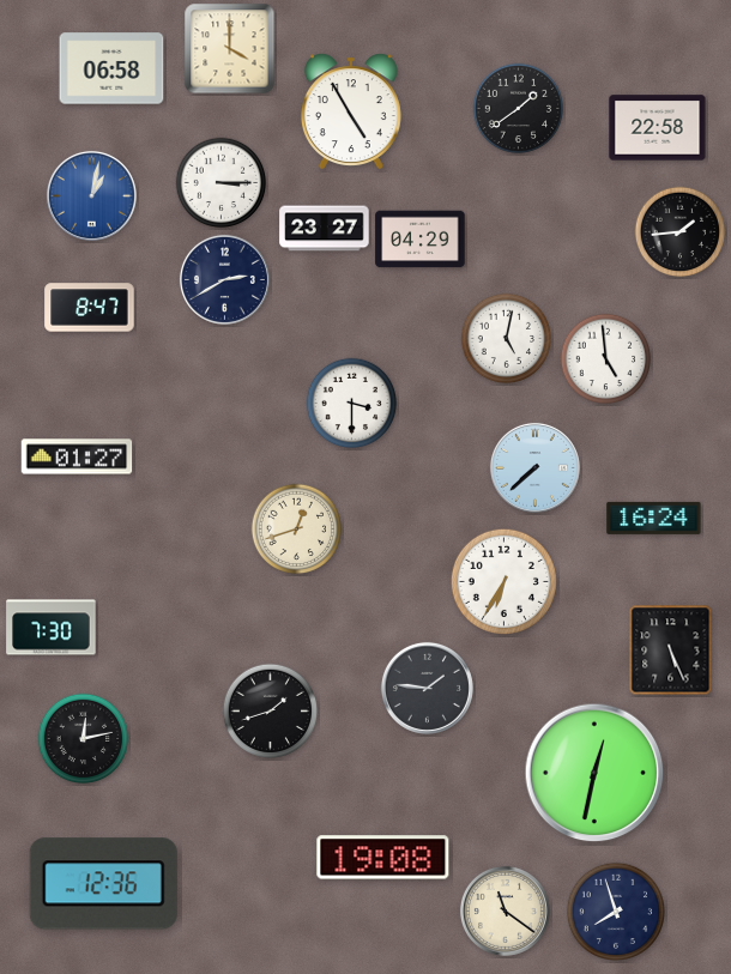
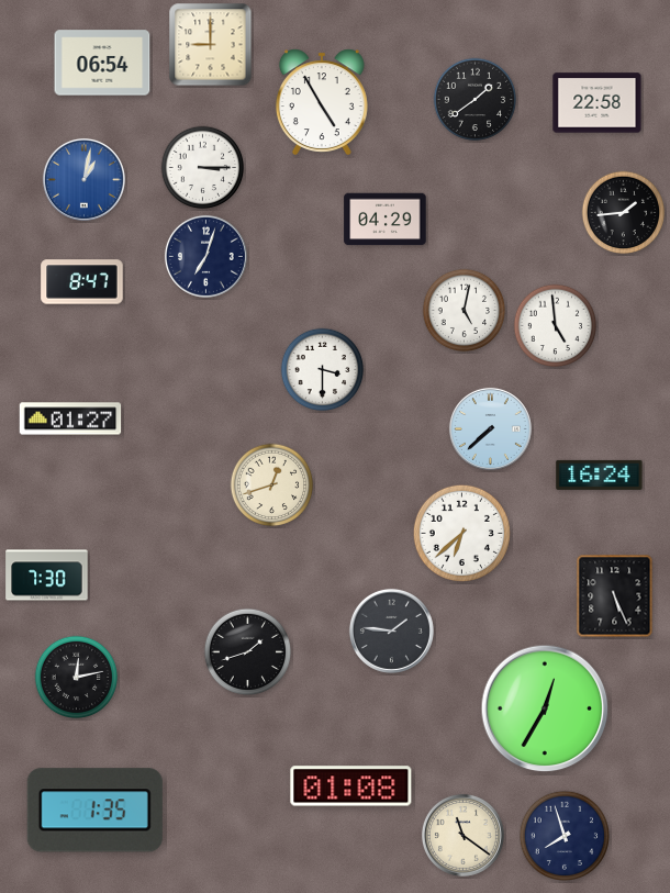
clock at (230, 49): 4:00 -> 9:00
clock at (111, 68): 06:58 -> 06:54
clock at (658, 128) position: (658, 128) -> (598, 103)
clock at (325, 229): 23:27 -> none
clock at (224, 279): 2:40 -> 7:03
clock at (606, 359) position: (606, 359) -> (556, 326)
clock at (503, 581): 6:35 -> 6:38
clock at (594, 773): 12:32 -> 12:35
clock at (383, 858): 19:08 -> 01:08
clock at (103, 884): 12:36 -> 1:35
